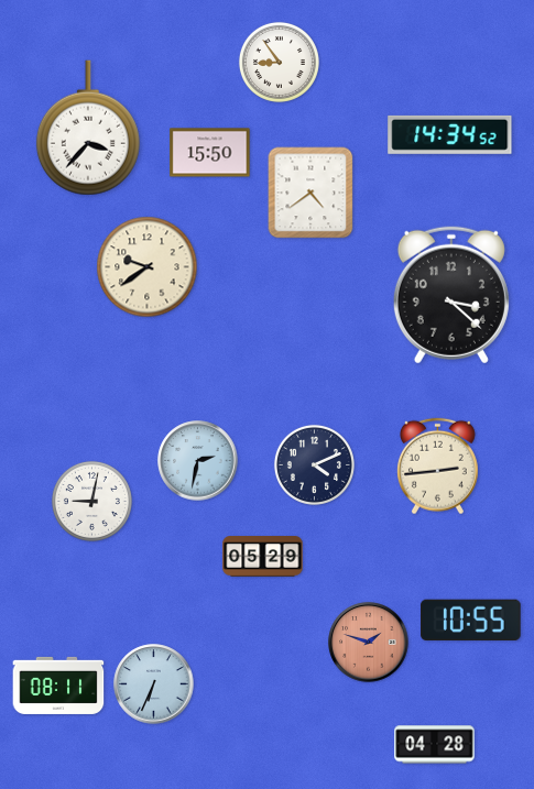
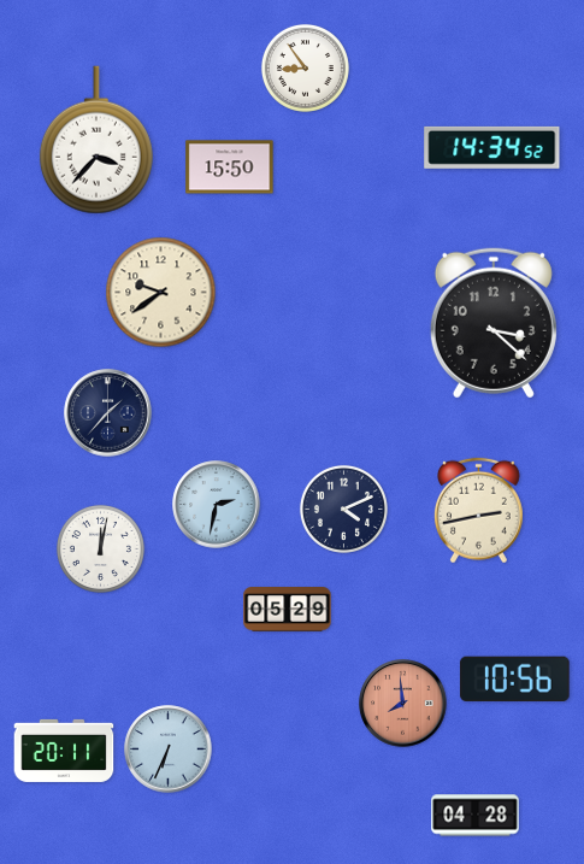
clock at (310, 193): 4:39 -> none
clock at (108, 413): none -> 1:37
clock at (437, 467): 2:44 -> 2:43
clock at (91, 501): 9:02 -> 12:02
clock at (471, 620): 10:55 -> 10:56
clock at (369, 643): 1:48 -> 7:59
clock at (58, 686): 08:11 -> 20:11
